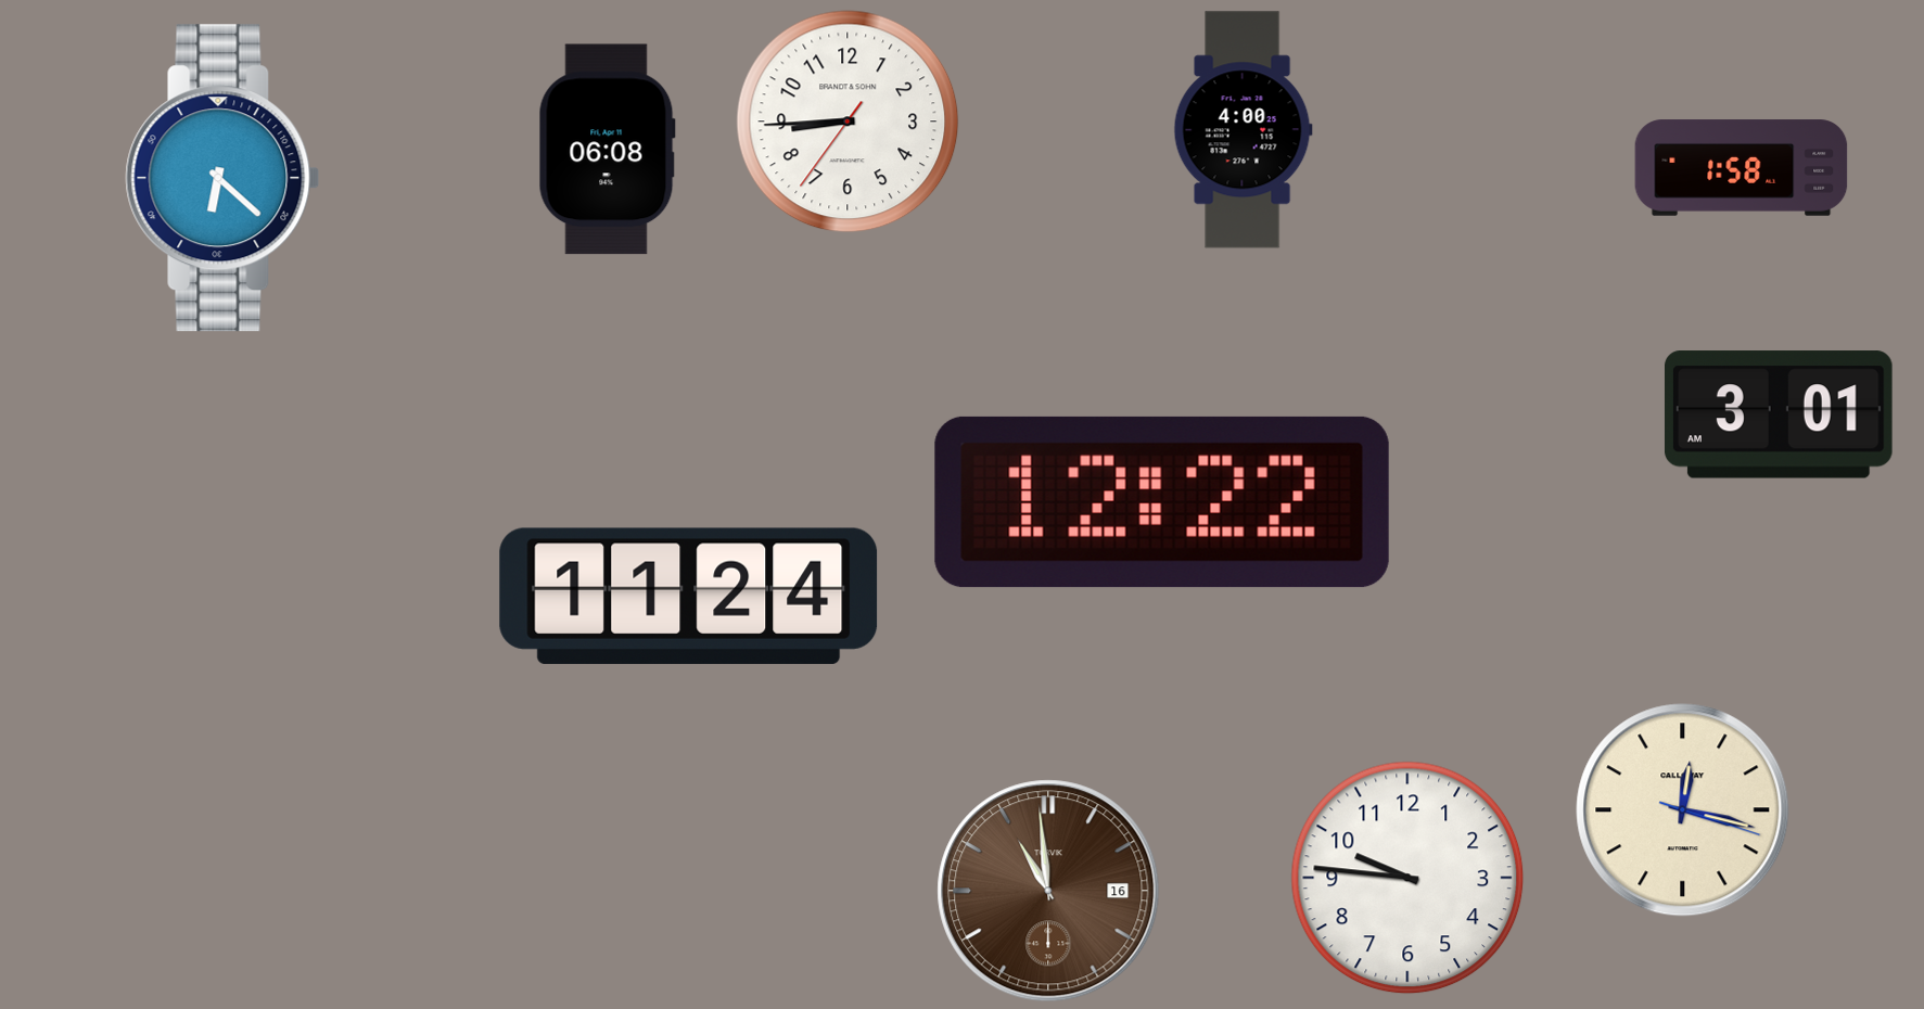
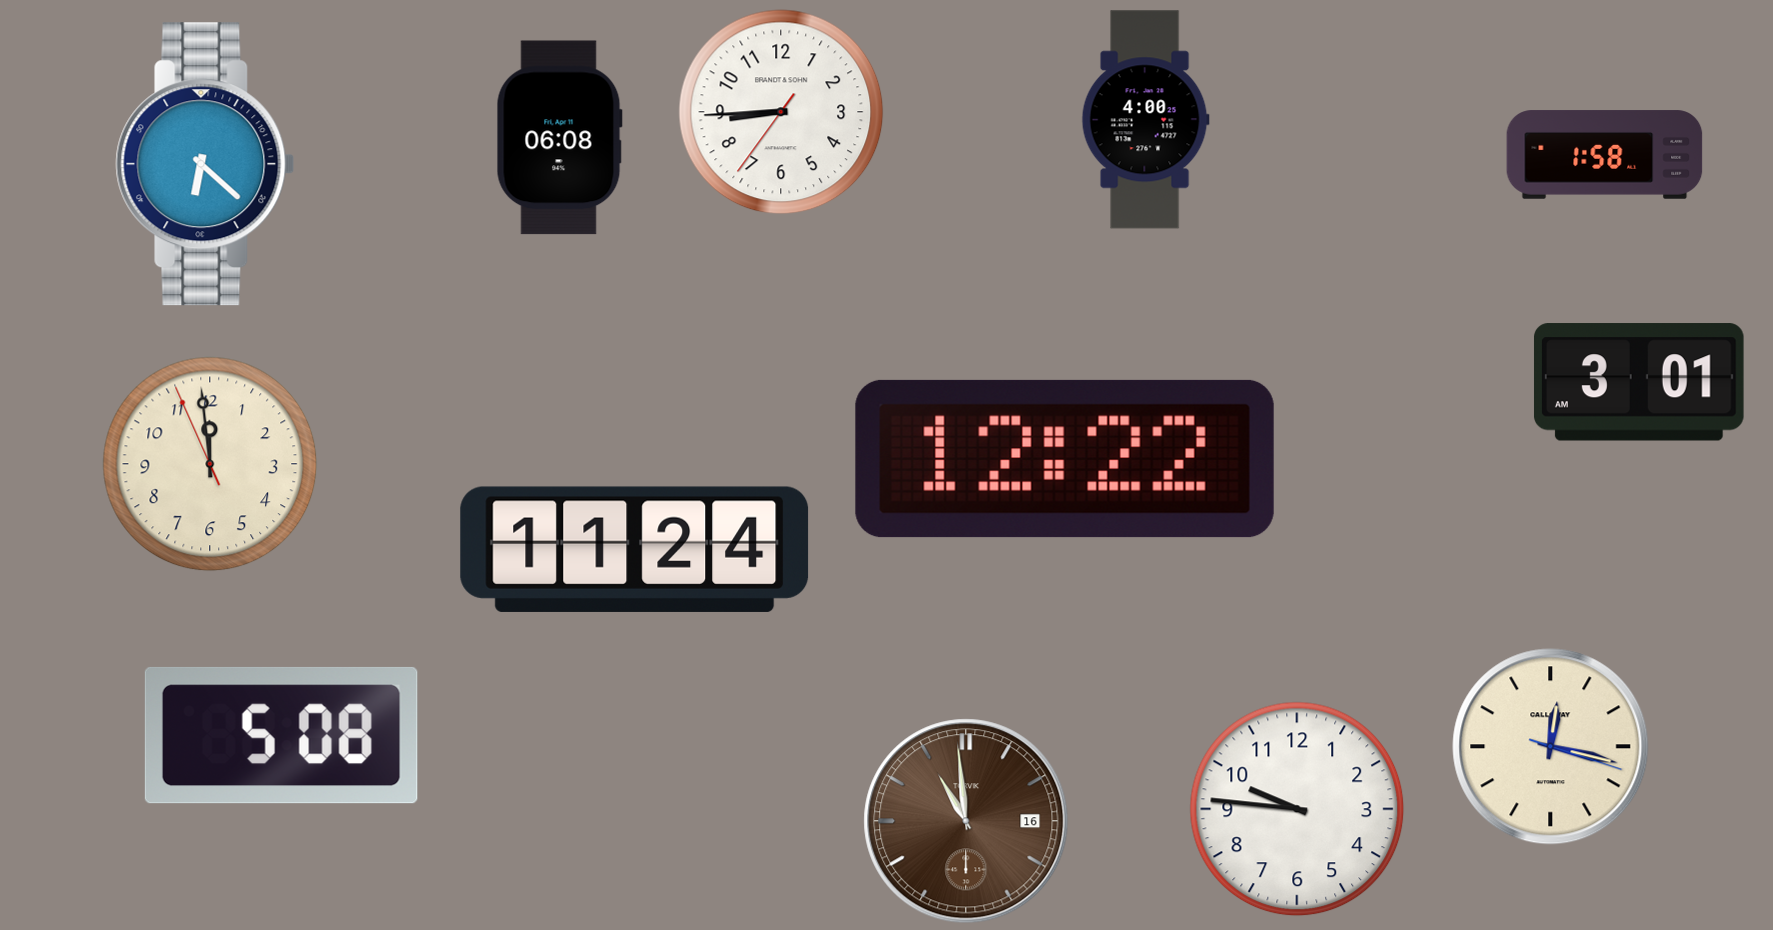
clock at (1162, 502) position: (1162, 502) -> (1065, 459)
clock at (210, 464): none -> 11:58
clock at (281, 735): none -> 5:08
